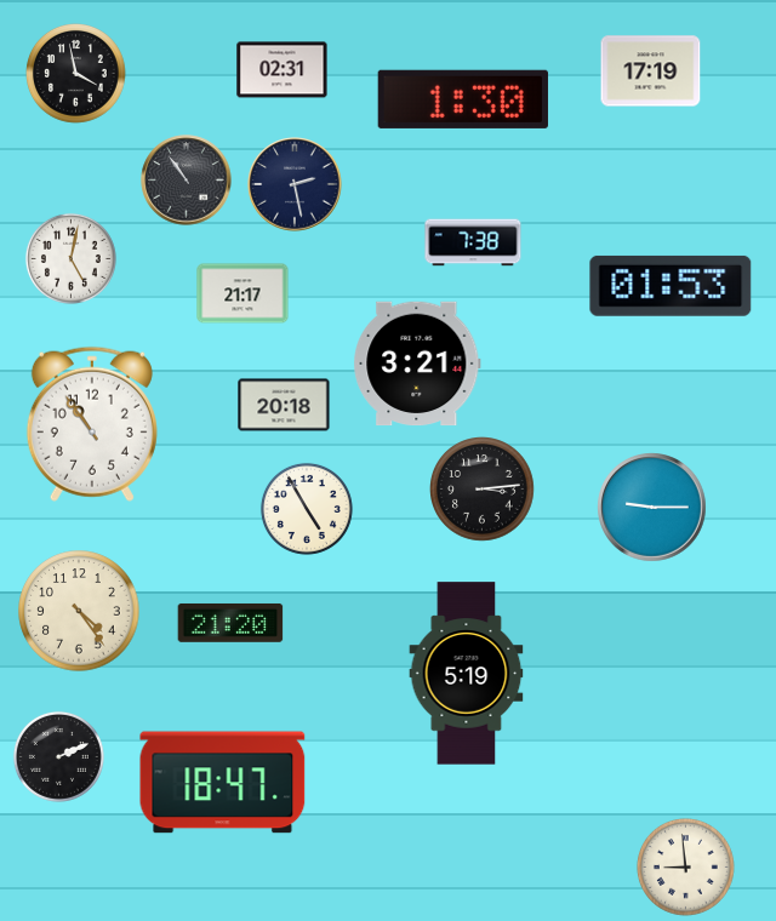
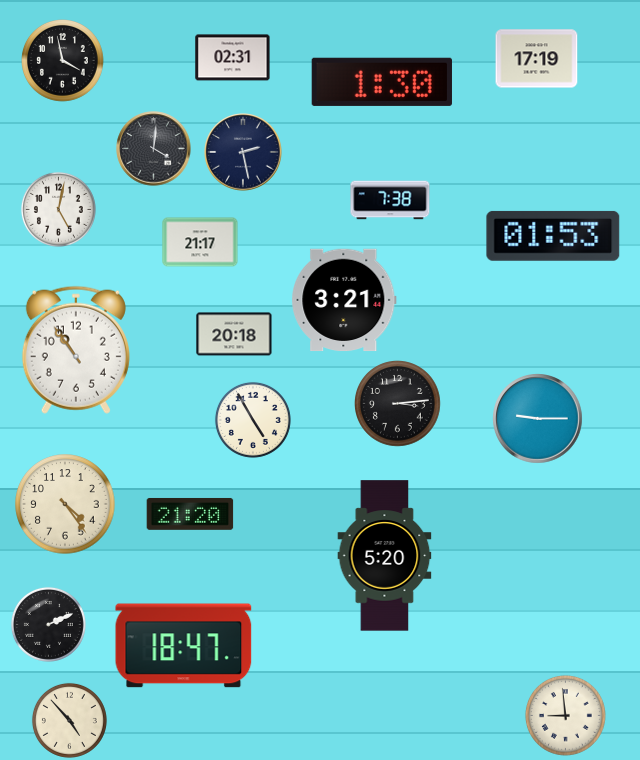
clock at (187, 181): 10:54 -> 4:01
clock at (70, 258) position: (70, 258) -> (58, 209)
clock at (467, 674): 5:19 -> 5:20
clock at (69, 720): none -> 4:53
